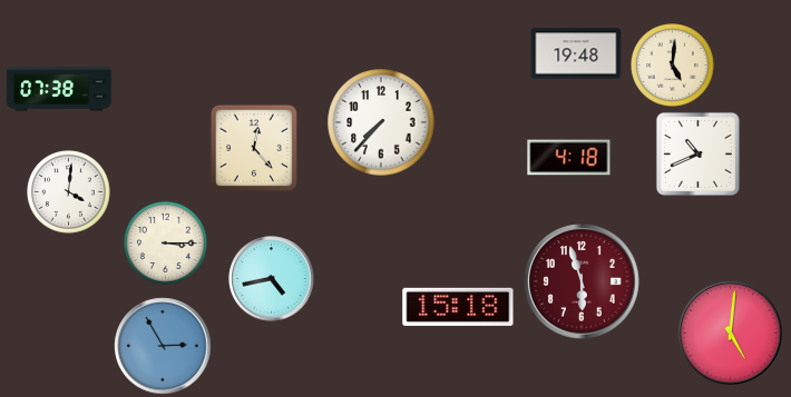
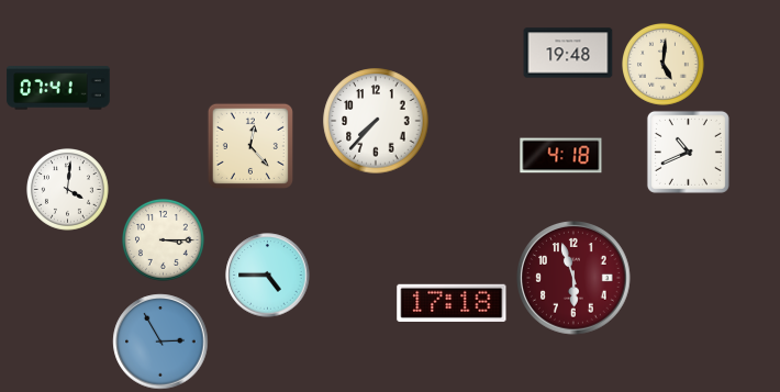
clock at (59, 89): 07:38 -> 07:41
clock at (272, 279): 4:43 -> 4:45
clock at (458, 307): 15:18 -> 17:18
clock at (731, 334): 5:01 -> none
